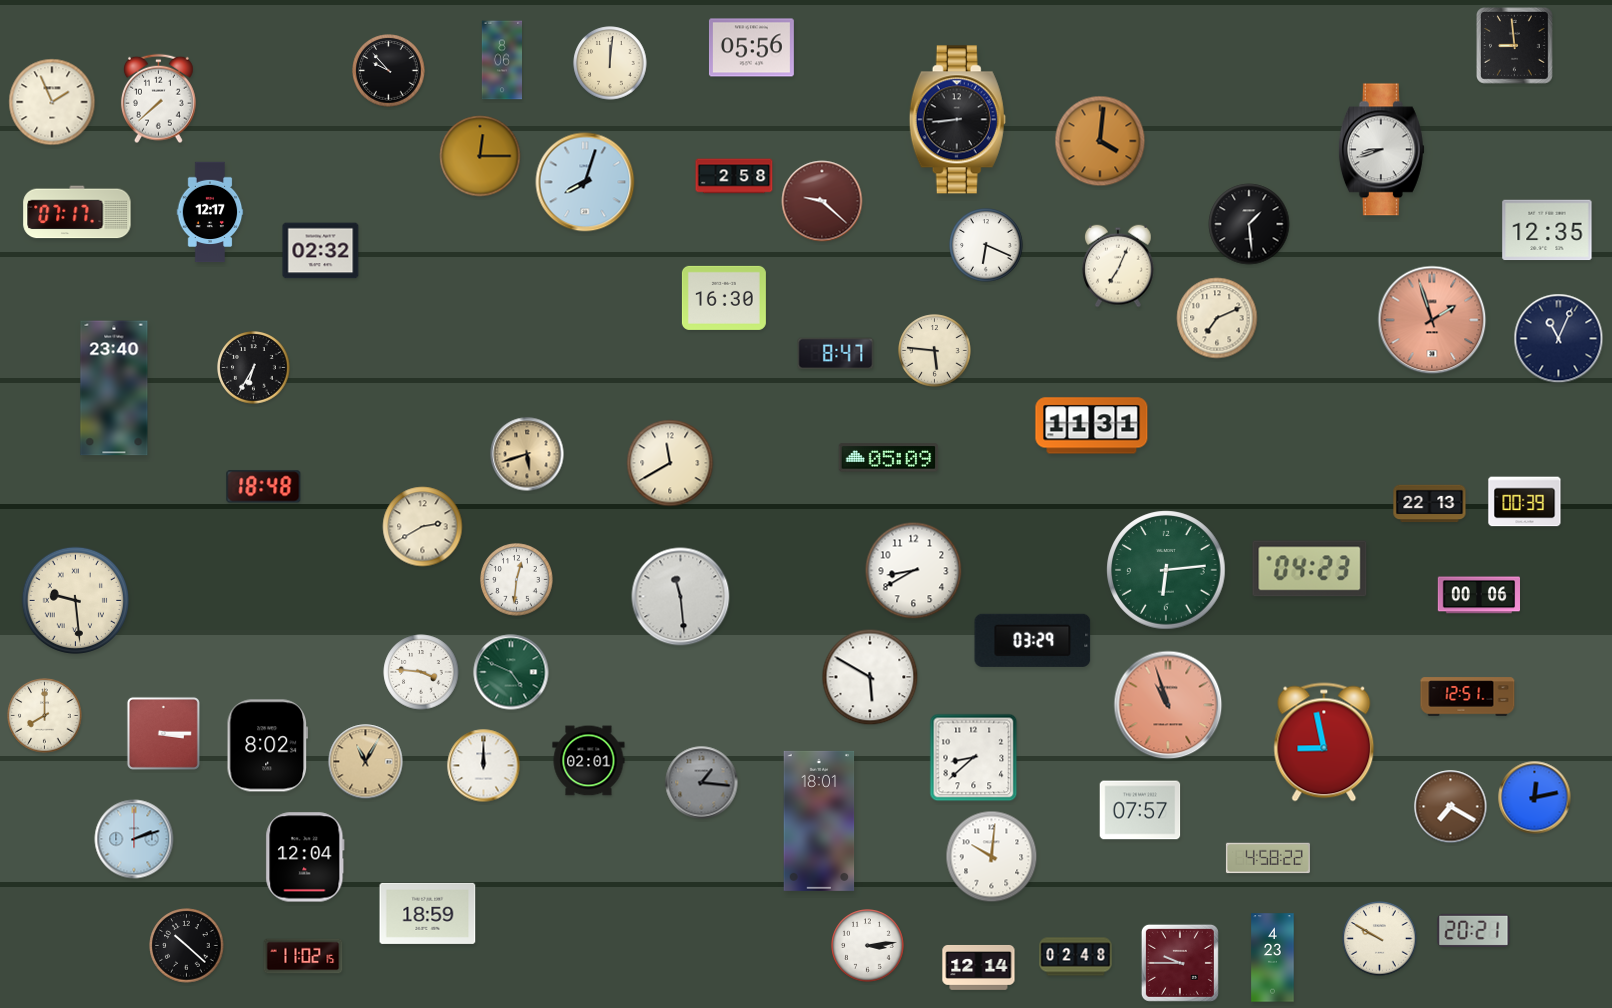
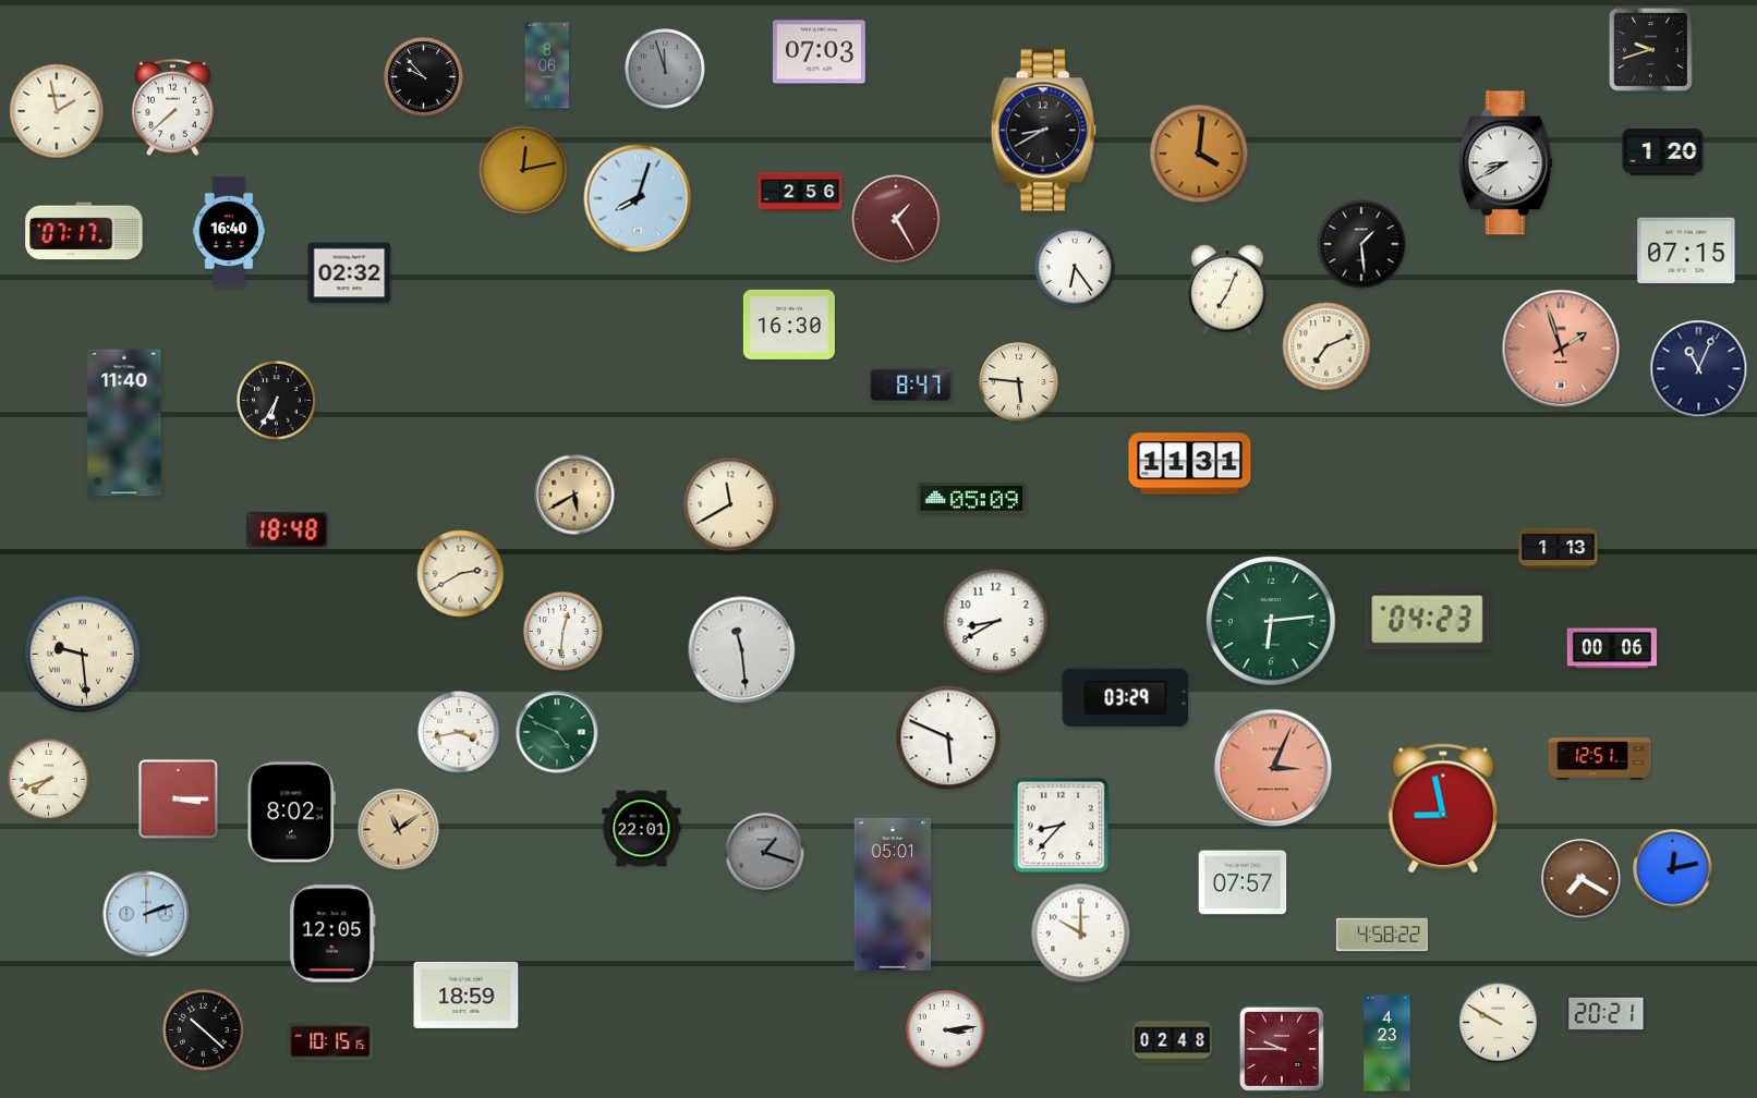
clock at (1515, 46): 8:59 -> 9:42
clock at (751, 48): 05:56 -> 07:03
clock at (610, 63): 12:01 -> 11:57
clock at (610, 63) dial: cream -> grey
clock at (52, 102): 1:56 -> 1:58
clock at (957, 120): 8:44 -> 8:40
clock at (1663, 151): none -> 1:20
clock at (1381, 150): 8:42 -> 8:40
clock at (480, 156): 12:15 -> 12:13
clock at (734, 176): 2:58 -> 2:56
clock at (822, 201): 9:22 -> 1:25
clock at (210, 212): 12:17 -> 16:40
clock at (1547, 230): 12:35 -> 07:15
clock at (986, 245): 6:19 -> 6:24
clock at (1118, 266) position: (1118, 266) -> (1227, 290)
clock at (114, 388): 23:40 -> 11:40
clock at (527, 454): 5:42 -> 5:40
clock at (889, 458) position: (889, 458) -> (972, 499)
clock at (1525, 502): 00:39 -> none
clock at (1430, 504): 22:13 -> 1:13
clock at (421, 672): 3:46 -> 3:43
clock at (870, 677): 5:50 -> 5:49
clock at (1168, 705): 10:57 -> 3:04
clock at (45, 716): 8:00 -> 7:42
clock at (974, 758): 8:38 -> 8:37
clock at (589, 761): 02:01 -> 22:01
clock at (366, 762): 11:05 -> 11:09
clock at (484, 766): 12:00 -> none
clock at (702, 783): 1:16 -> 1:18
clock at (819, 821): 18:01 -> 05:01
clock at (305, 857): 12:04 -> 12:05
clock at (992, 857): 10:01 -> 10:00
clock at (1380, 939) position: (1380, 939) -> (1499, 1023)
clock at (303, 956): 11:02 -> 10:15
clock at (1180, 963) position: (1180, 963) -> (1282, 1049)
clock at (979, 967): 12:14 -> none
